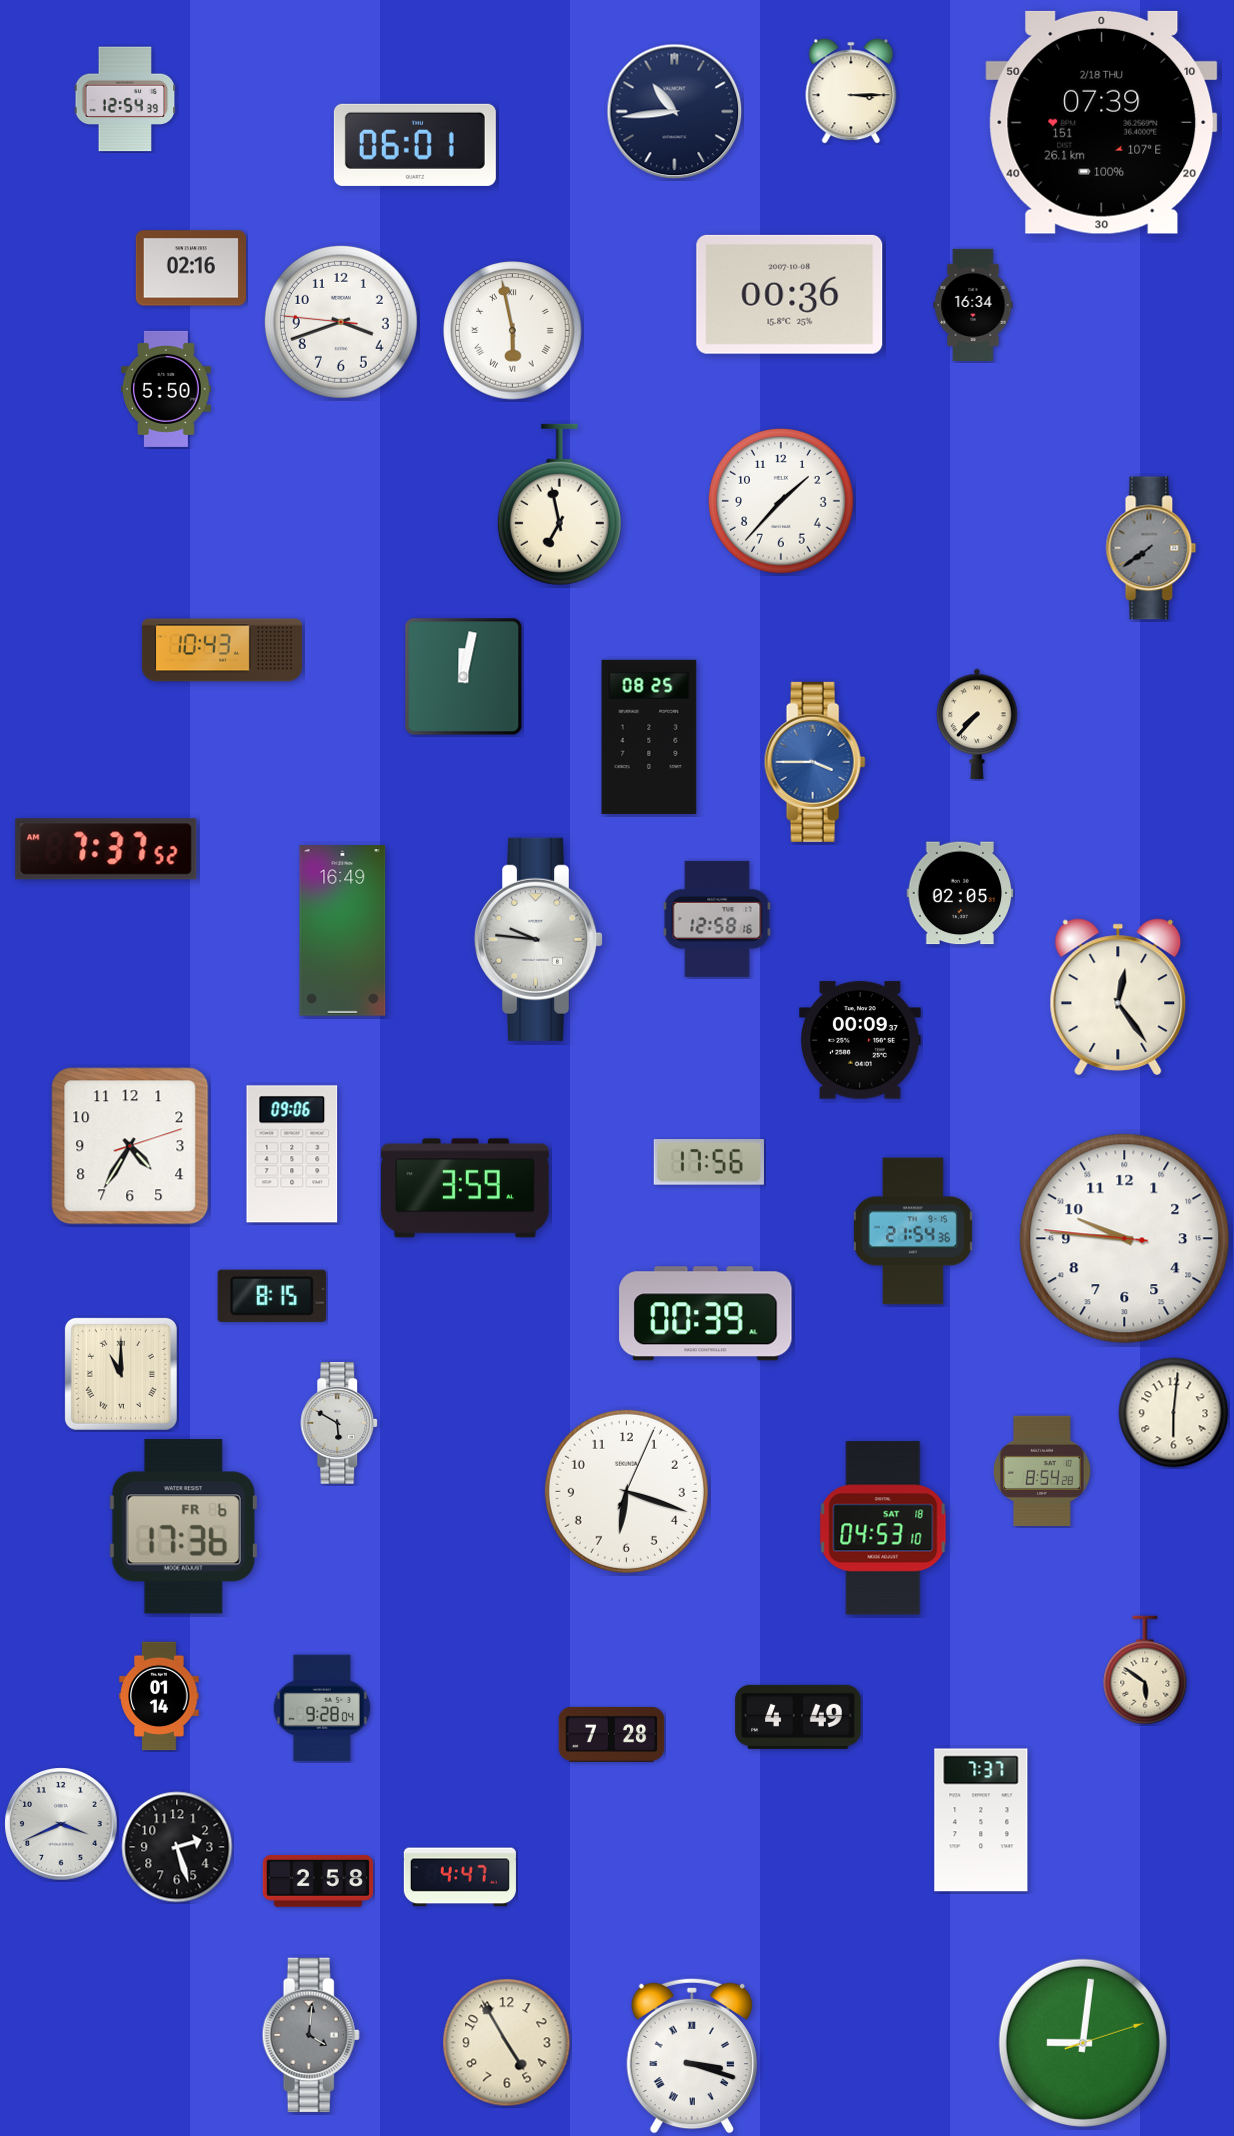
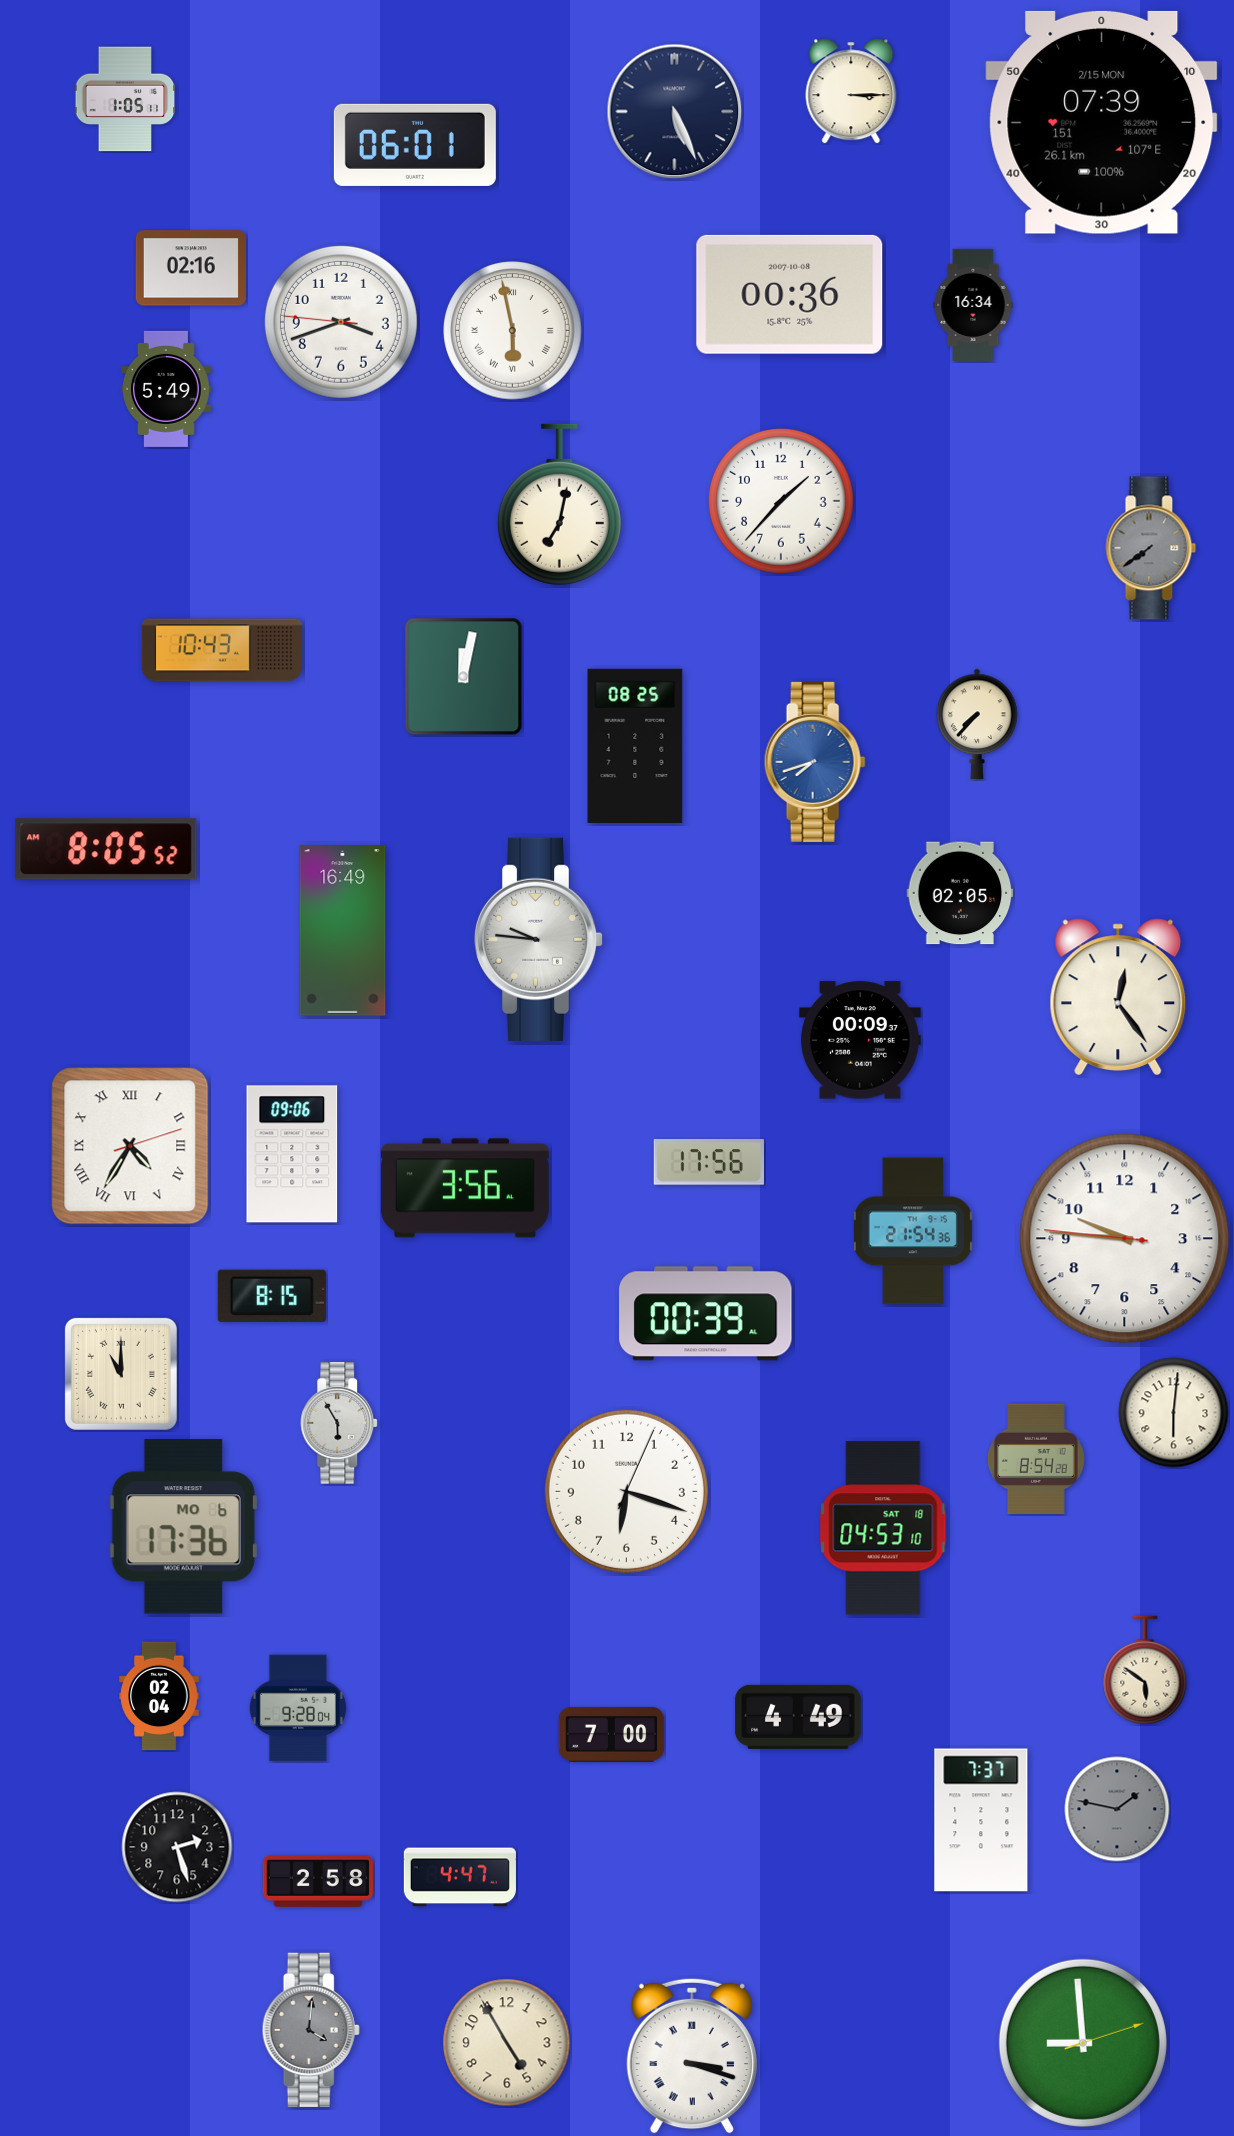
clock at (125, 99): 12:54 -> 1:05
clock at (675, 112): 10:44 -> 5:26
clock at (1102, 122) date: 2/18 THU -> 2/15 MON
clock at (167, 389): 5:50 -> 5:49
clock at (559, 504): 6:58 -> 7:02
clock at (649, 737) position: (649, 737) -> (635, 746)
clock at (815, 762): 3:45 -> 7:42
clock at (106, 849): 7:37 -> 8:05
clock at (717, 919): 12:58 -> none
clock at (130, 1146) numerals: Arabic -> Roman
clock at (466, 1188): 3:59 -> 3:56
clock at (340, 1423): 5:50 -> 5:55
clock at (1043, 1470) position: (1043, 1470) -> (1037, 1458)
clock at (183, 1527) date: FR 6 -> MO 6
clock at (159, 1696): 01:14 -> 02:04
clock at (321, 1708) position: (321, 1708) -> (297, 1708)
clock at (612, 1734): 7:28 -> 7:00
clock at (1117, 1809): none -> 1:47
clock at (61, 1824): 3:41 -> none
clock at (311, 2034) position: (311, 2034) -> (311, 2029)
clock at (1083, 2043): 9:01 -> 8:59
